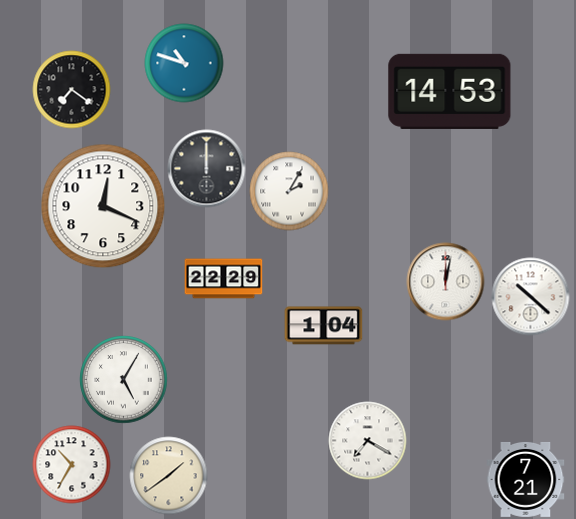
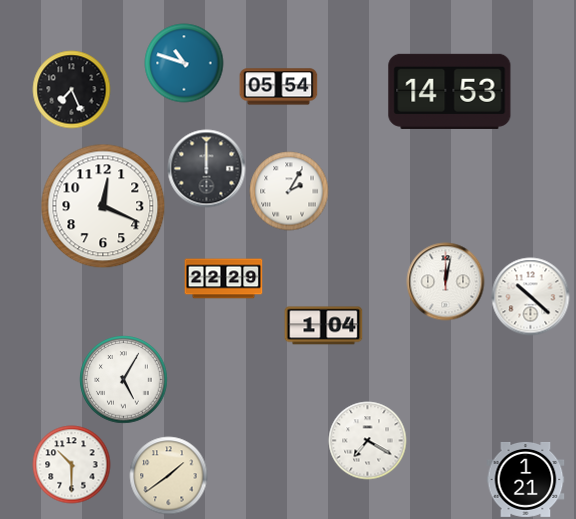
clock at (278, 87): none -> 05:54
clock at (71, 89): 7:21 -> 7:26
clock at (71, 464): 10:35 -> 10:30
clock at (525, 479): 7:21 -> 1:21
